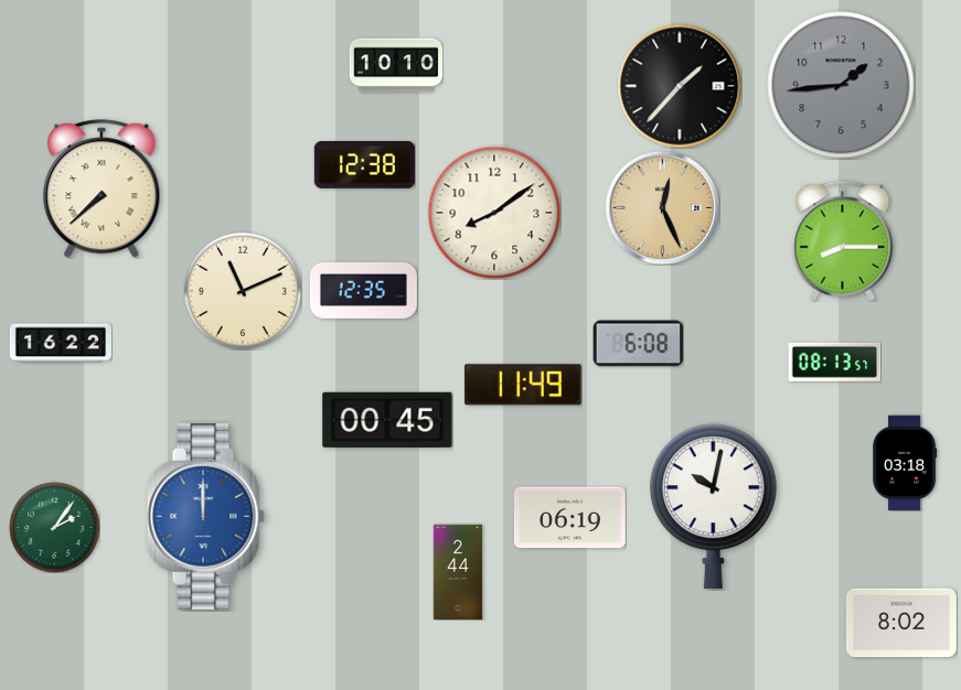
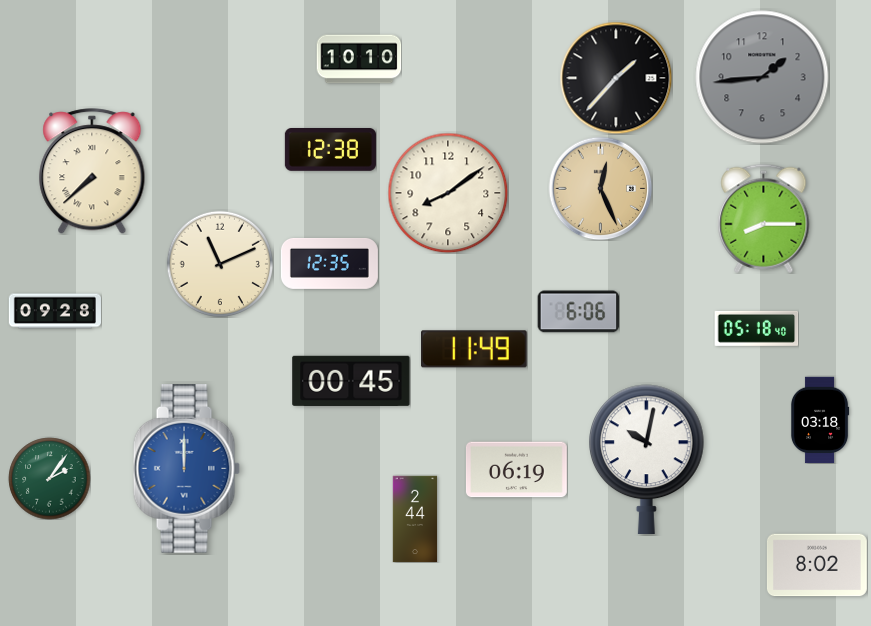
clock at (61, 343): 16:22 -> 09:28
clock at (638, 344): 6:08 -> 6:06
clock at (834, 362): 08:13 -> 05:18
